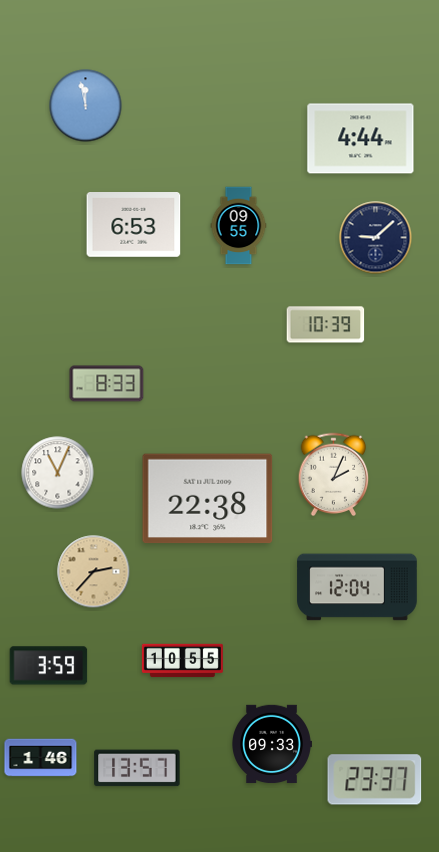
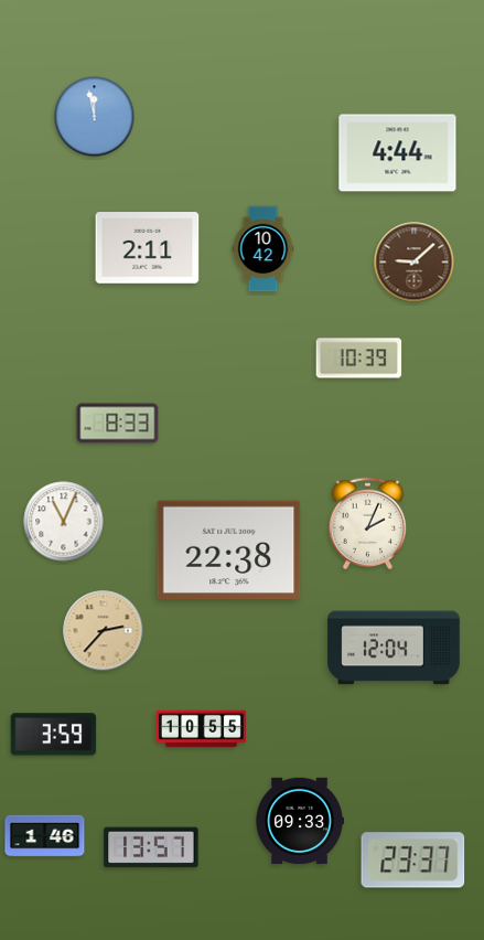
clock at (134, 225): 6:53 -> 2:11
clock at (239, 226): 09:55 -> 10:42
clock at (376, 238) dial: navy -> brown
